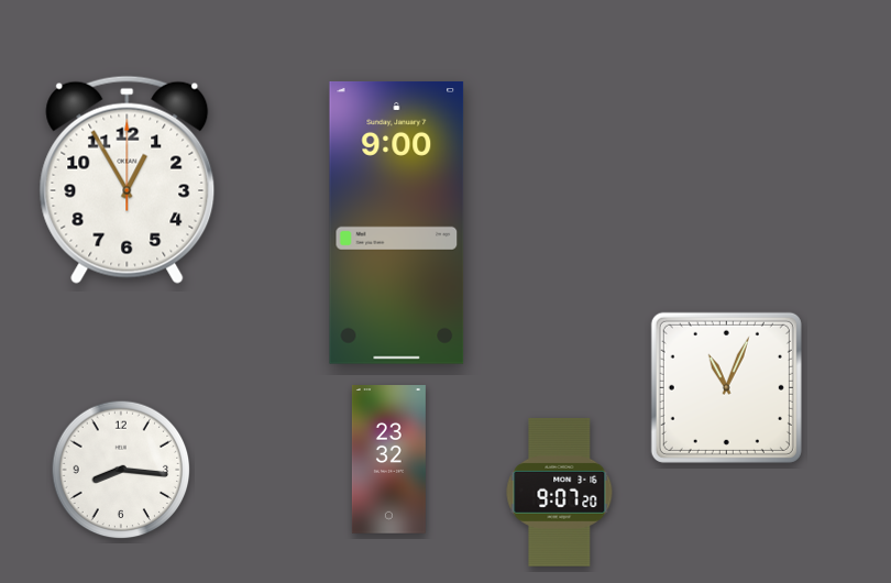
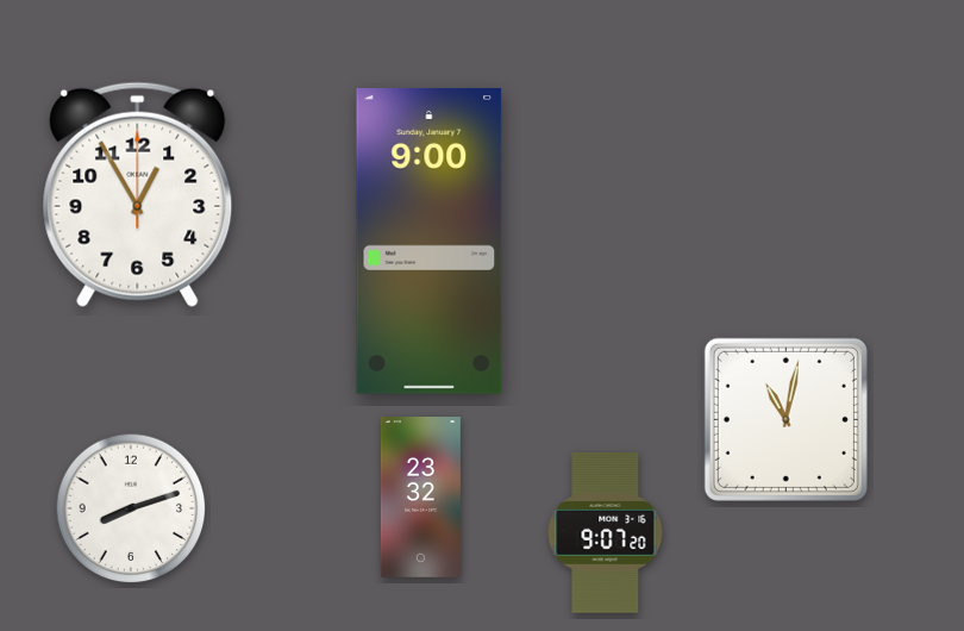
clock at (726, 387): 11:04 -> 11:02
clock at (121, 470): 8:16 -> 8:12
